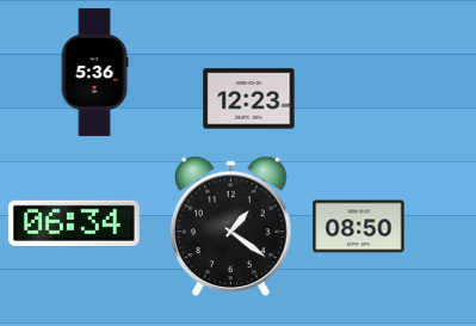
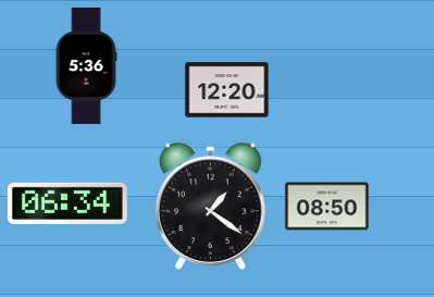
clock at (249, 99): 12:23 -> 12:20
